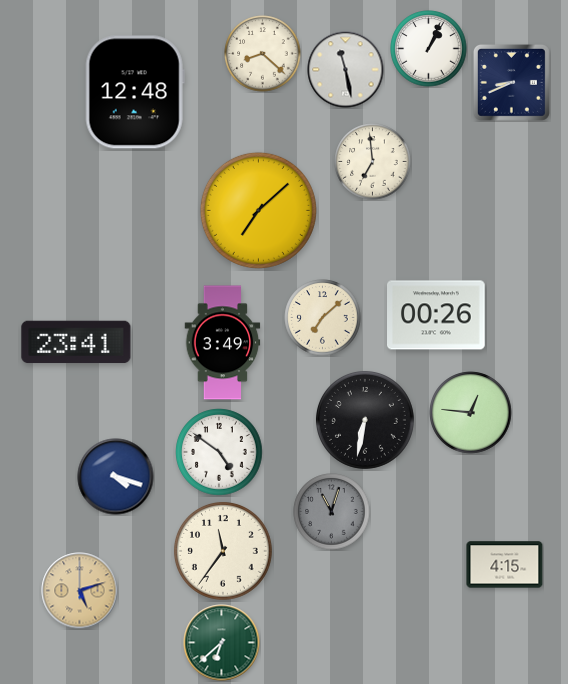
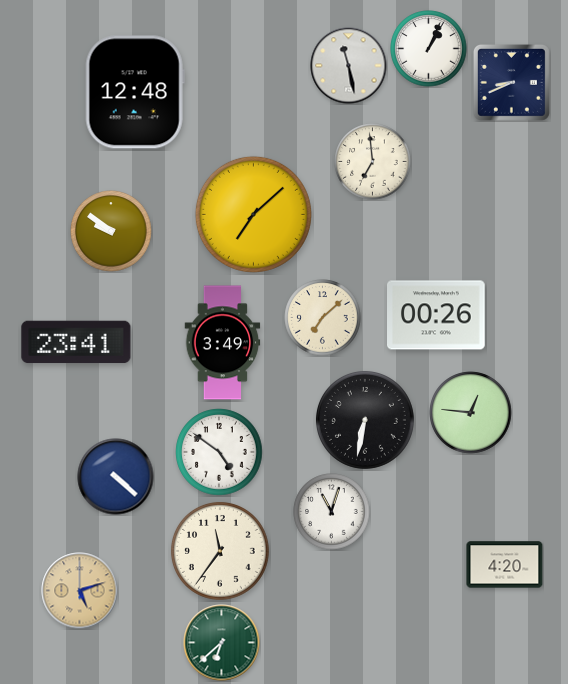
clock at (263, 54): 8:22 -> none
clock at (346, 70) position: (346, 70) -> (349, 66)
clock at (258, 210) position: (258, 210) -> (253, 214)
clock at (111, 231): none -> 9:51
clock at (116, 477): 4:18 -> 4:22
clock at (332, 512) dial: grey -> white
clock at (223, 551) position: (223, 551) -> (220, 551)
clock at (505, 565): 4:15 -> 4:20
